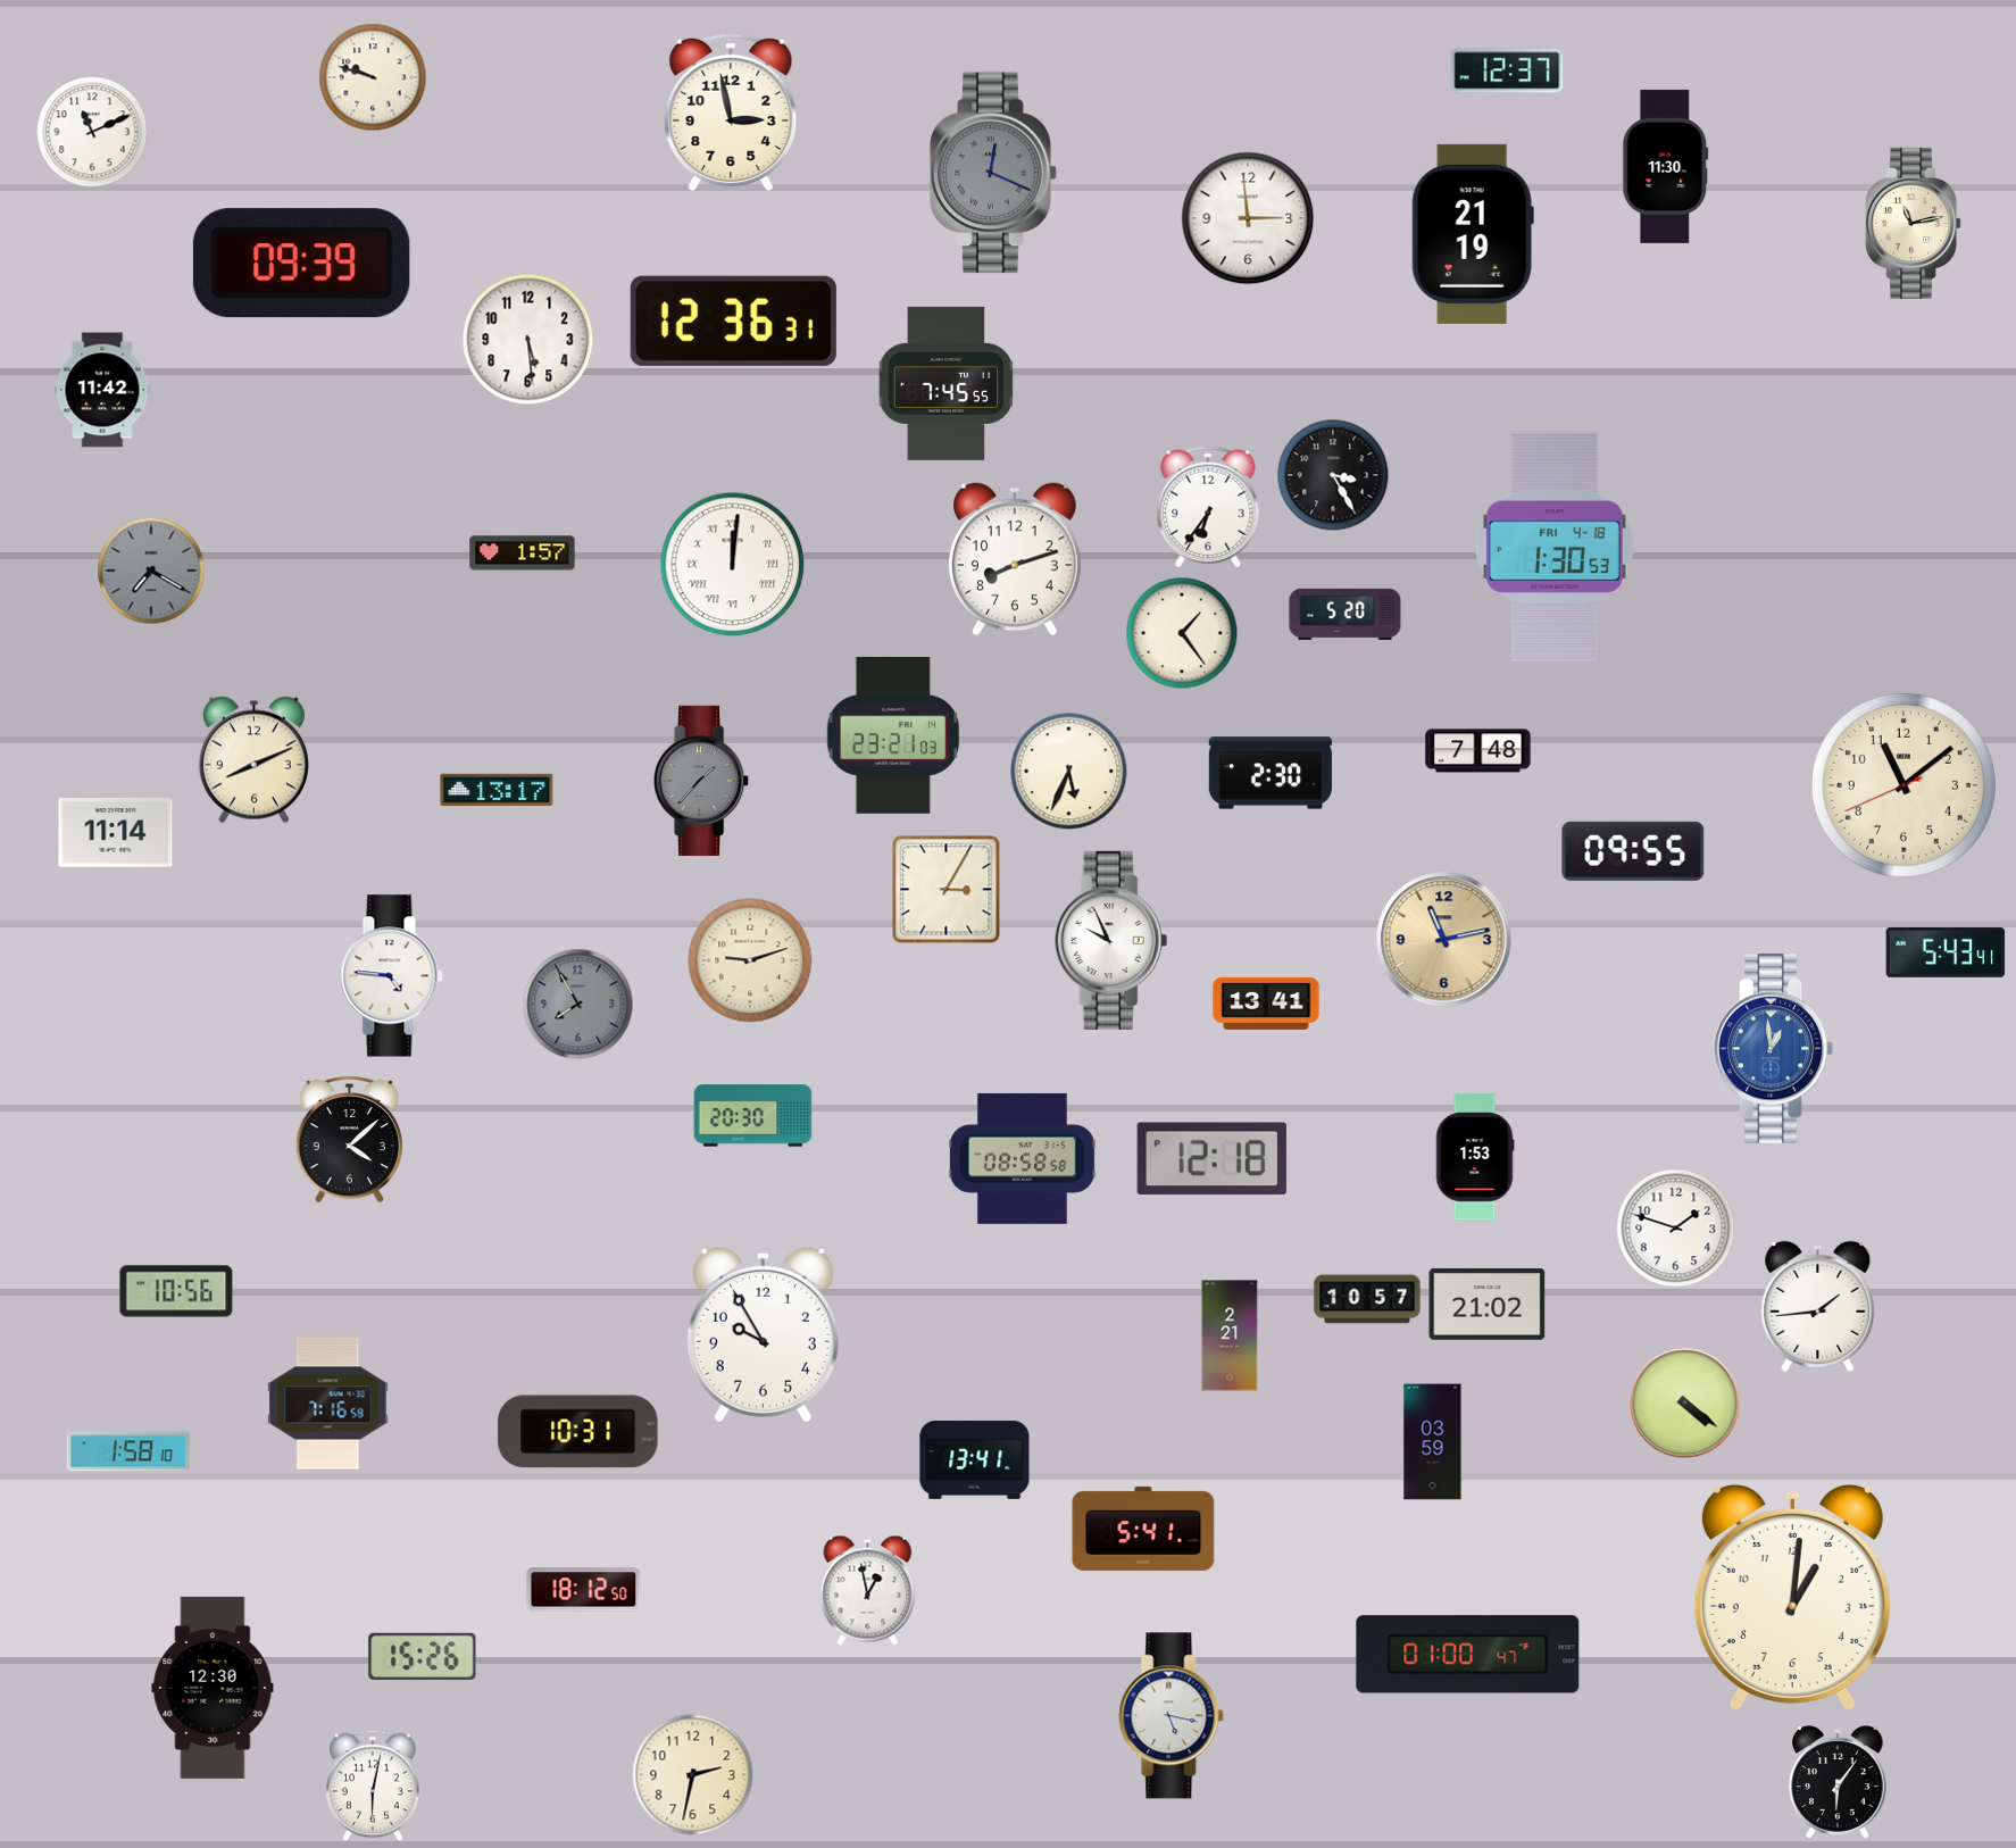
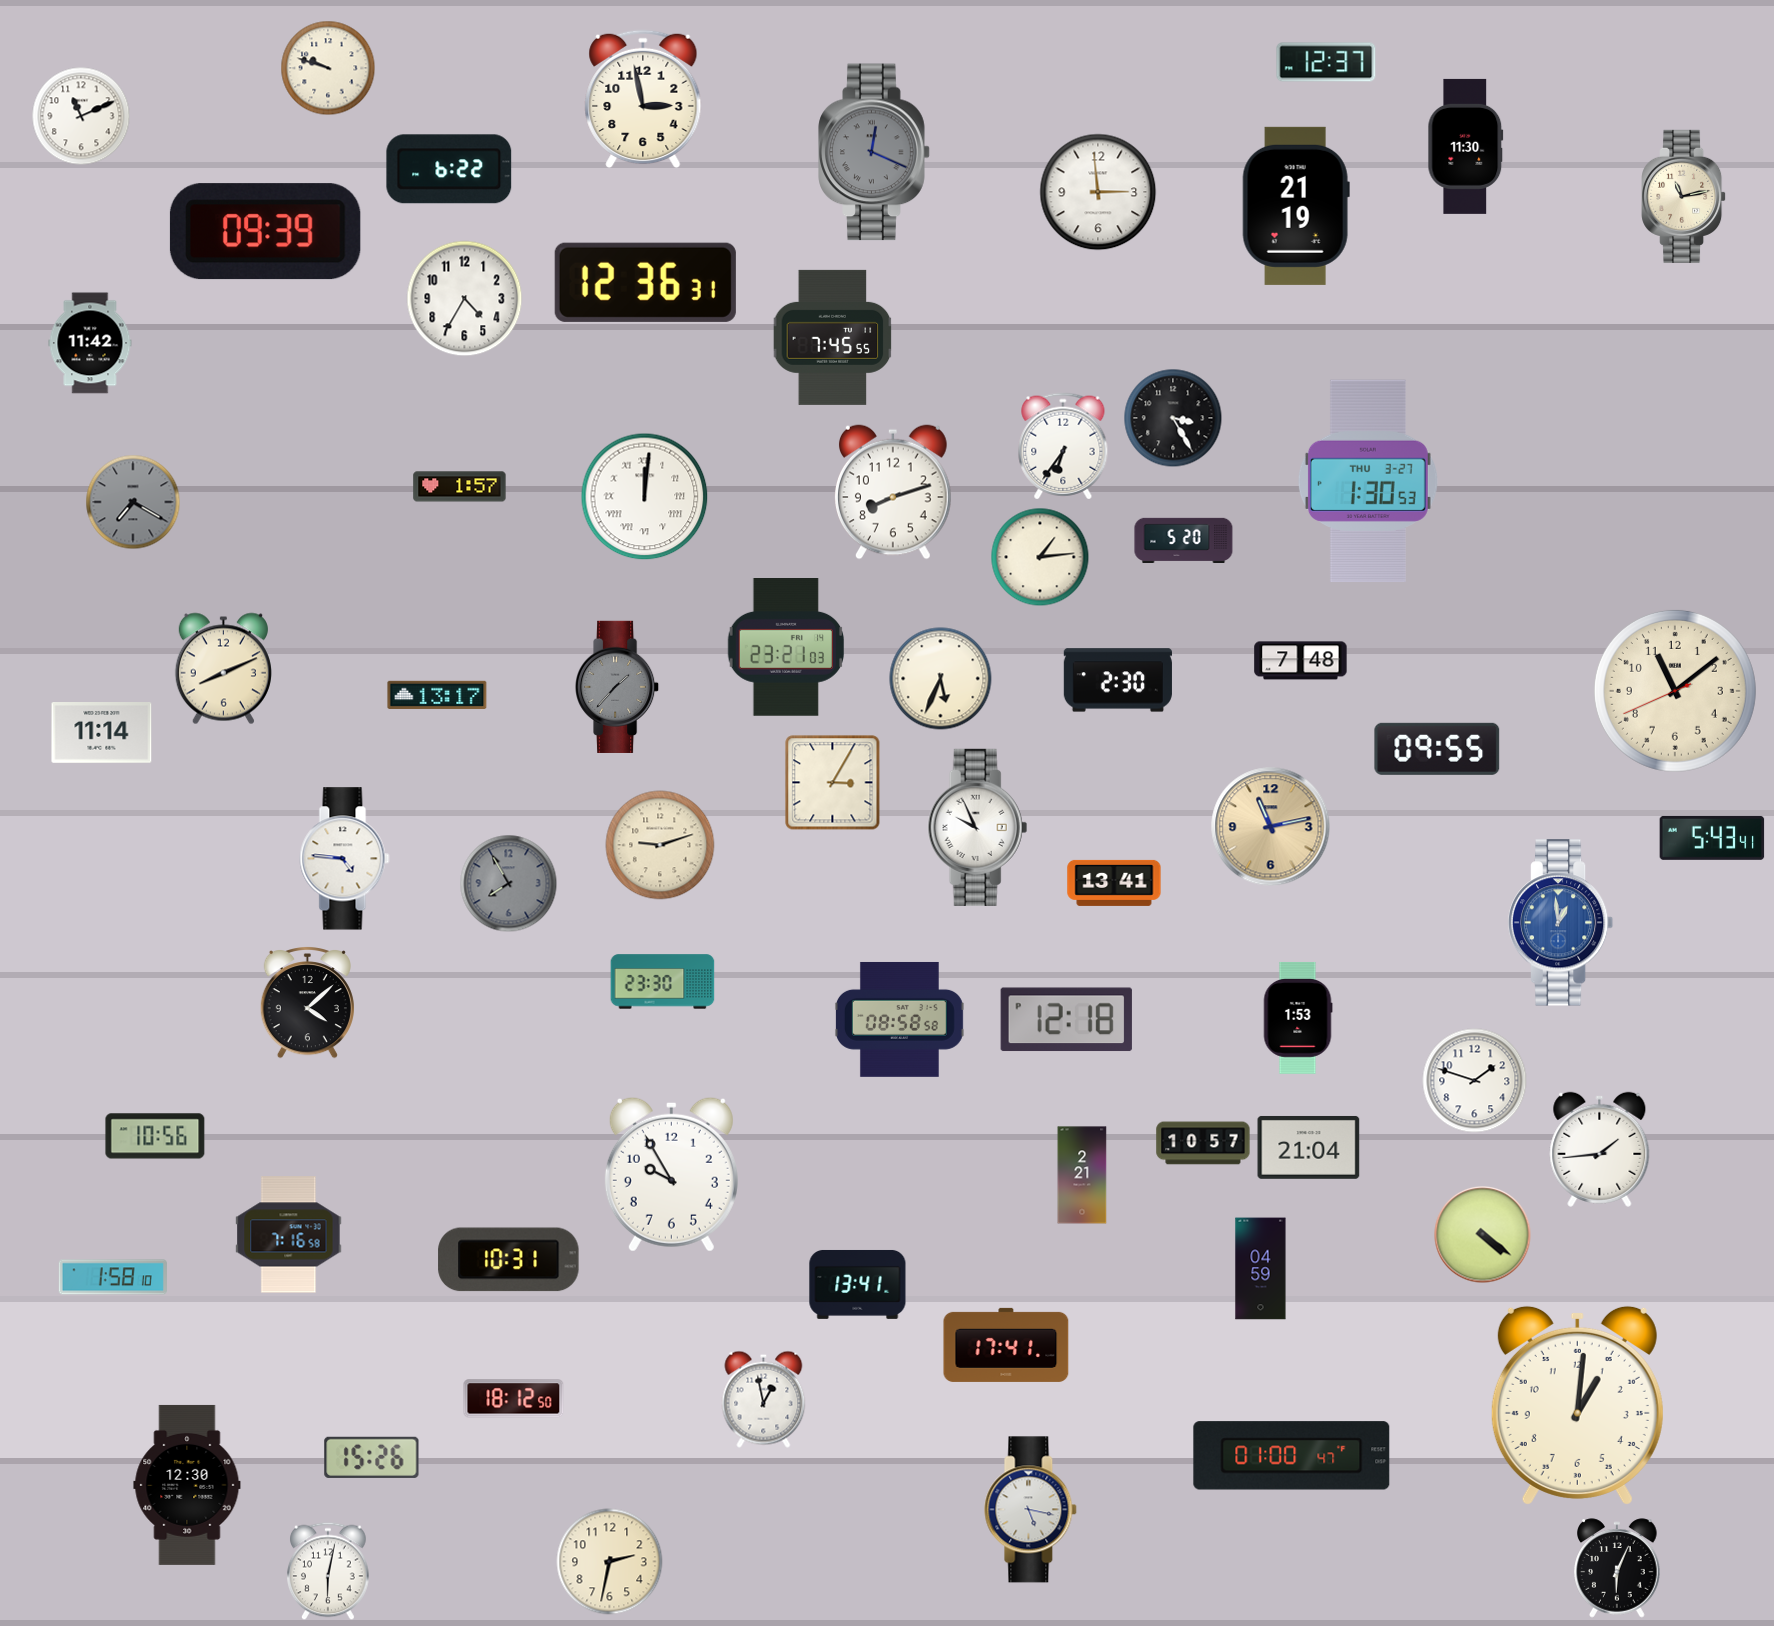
clock at (449, 169): none -> 6:22
clock at (528, 340): 5:29 -> 4:35
clock at (1555, 547) date: FRI 4-18 -> THU 3-27
clock at (1182, 633): 1:24 -> 1:14
clock at (753, 1116): 20:30 -> 23:30
clock at (1488, 1304): 21:02 -> 21:04
clock at (1433, 1442): 03:59 -> 04:59
clock at (1143, 1529): 5:41 -> 17:41
clock at (1838, 1782): 6:06 -> 6:04
